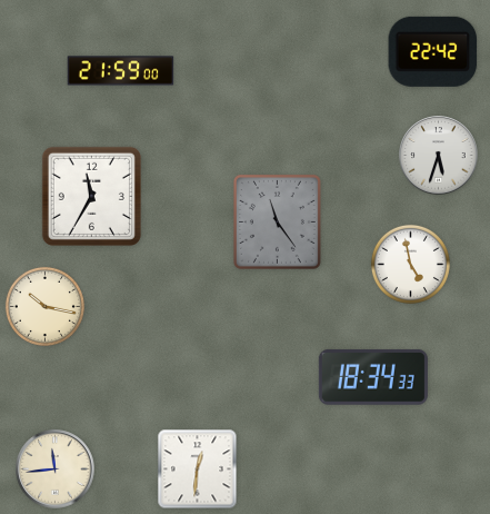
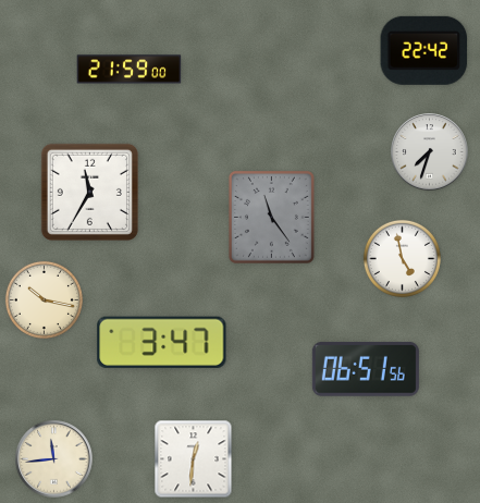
clock at (121, 71) position: (121, 71) -> (130, 70)
clock at (439, 156): 5:33 -> 7:33
clock at (162, 342): none -> 3:47
clock at (373, 377): 18:34 -> 06:51
